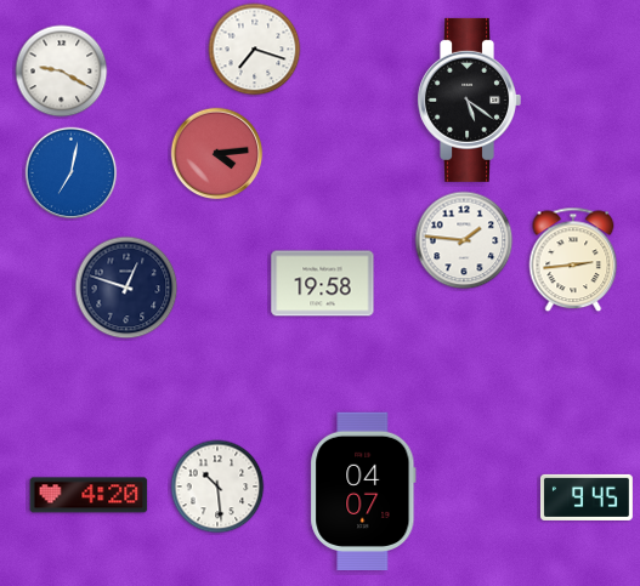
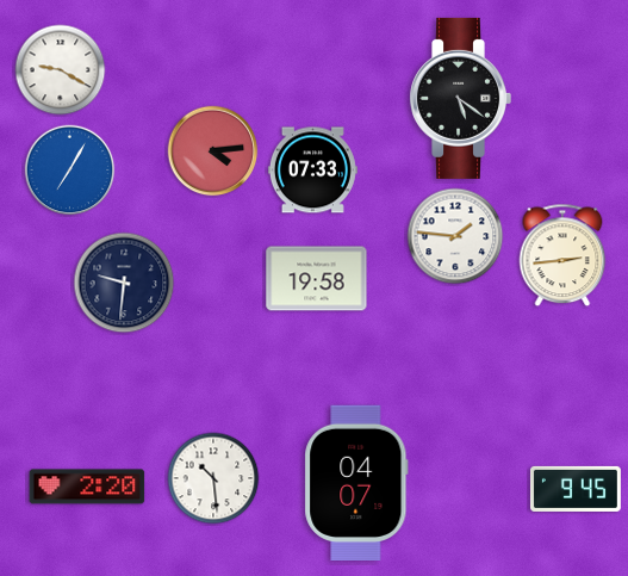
clock at (255, 50): 7:18 -> none
clock at (72, 173): 7:02 -> 7:05
clock at (312, 171): none -> 07:33
clock at (126, 288): 12:48 -> 9:31
clock at (89, 495): 4:20 -> 2:20
